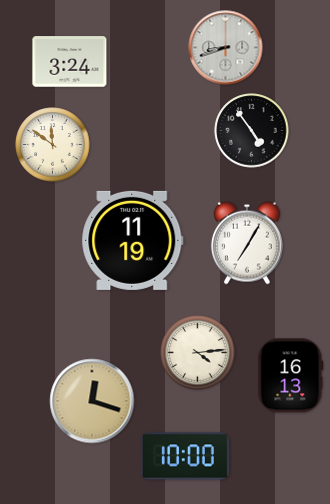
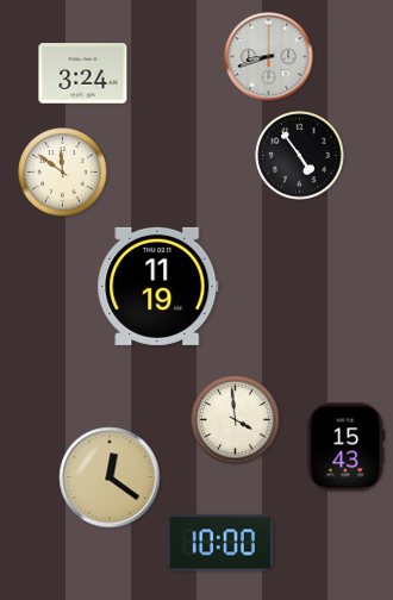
clock at (247, 243): 7:05 -> none
clock at (198, 353): 4:14 -> 3:59
clock at (291, 376): 16:13 -> 15:43
clock at (92, 401): 12:18 -> 12:21
